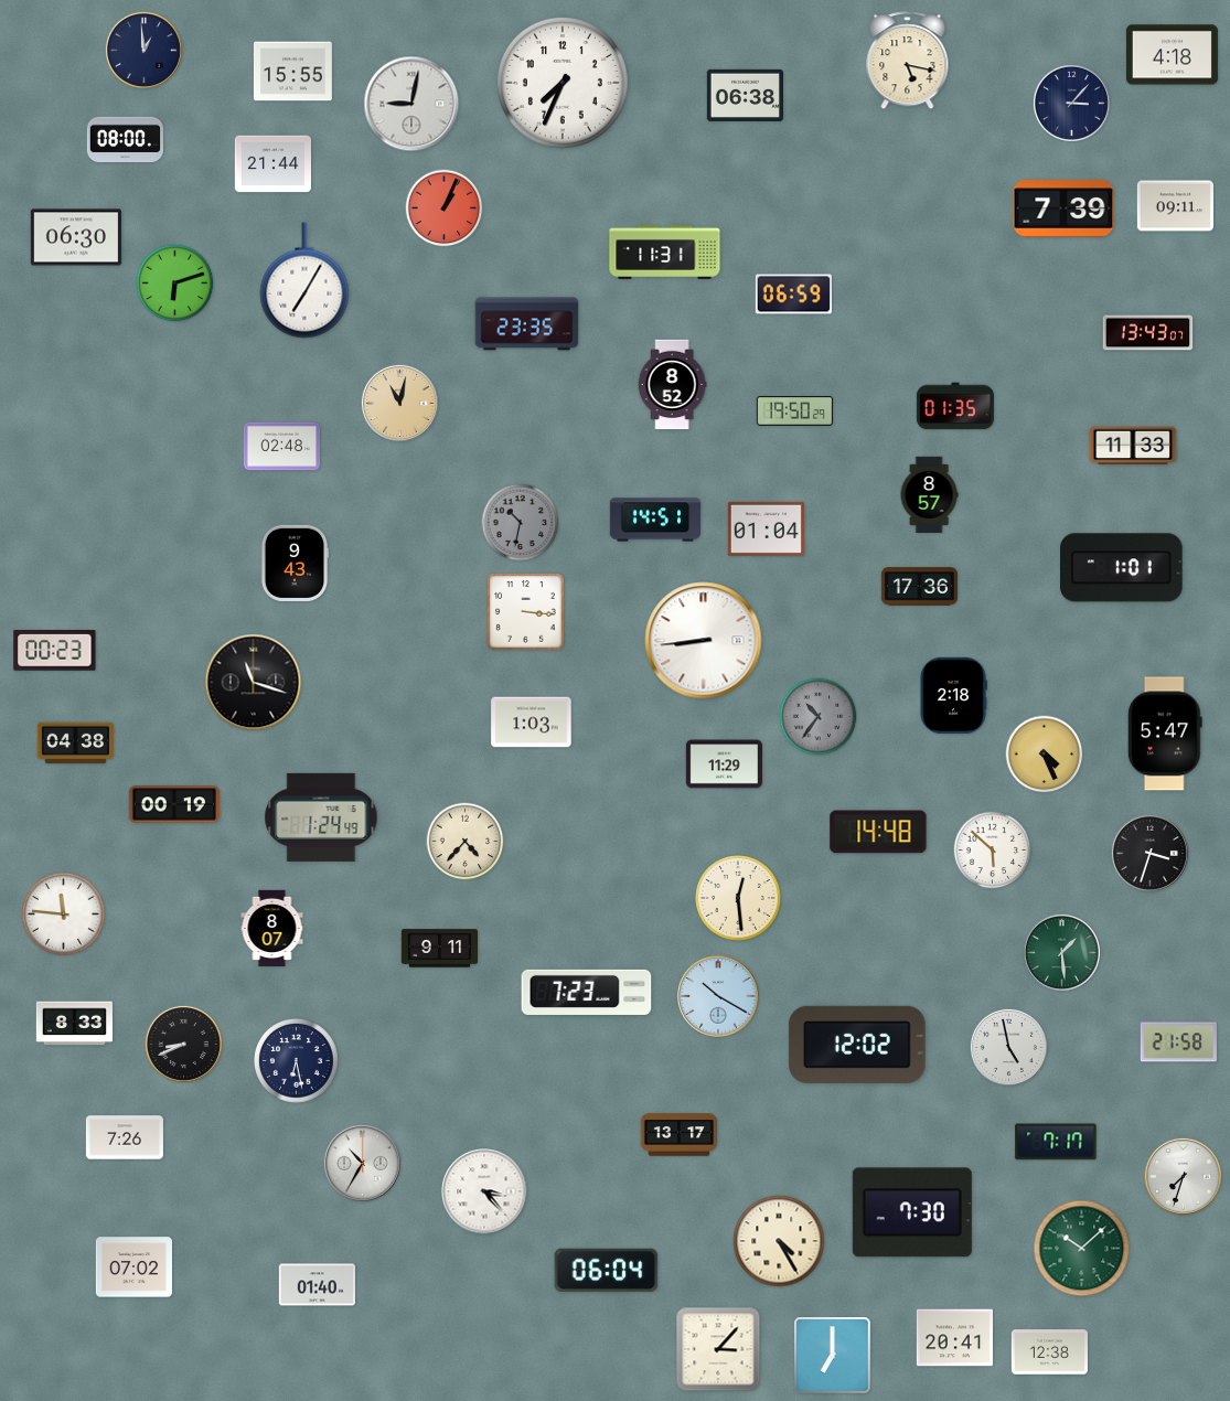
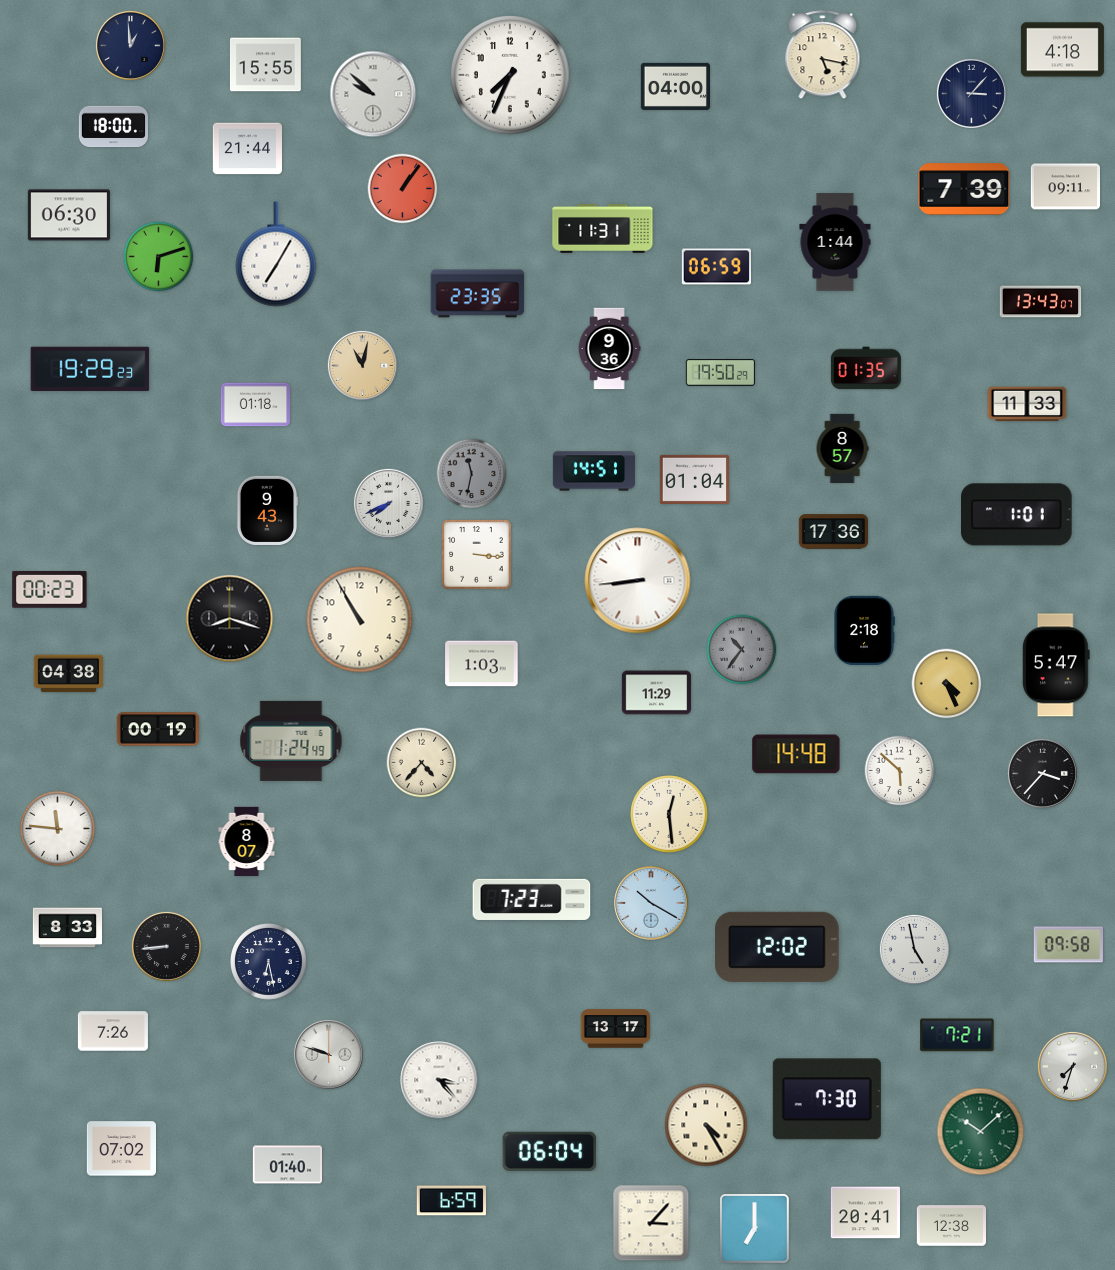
clock at (745, 95): 06:38 -> 04:00
clock at (411, 104): 9:02 -> 9:52
clock at (125, 140): 08:00 -> 18:00
clock at (445, 208): 1:04 -> 1:06
clock at (835, 242): none -> 1:44
clock at (793, 295) position: (793, 295) -> (716, 267)
clock at (672, 385): 8:52 -> 9:36
clock at (90, 369): none -> 19:29
clock at (281, 447): 02:48 -> 01:18
clock at (521, 523): 10:32 -> 11:32
clock at (388, 503): none -> 7:41
clock at (254, 683): 11:18 -> 8:18
clock at (360, 620): none -> 10:55
clock at (532, 723) position: (532, 723) -> (482, 664)
clock at (1149, 853): 3:33 -> 3:37
clock at (439, 949): 9:11 -> none
clock at (1061, 952): 1:29 -> none
clock at (1178, 1042): 21:58 -> 09:58
clock at (183, 1044): 8:41 -> 8:44
clock at (1056, 1142): 7:17 -> 7:21
clock at (362, 1163): 10:35 -> 9:48
clock at (451, 1201): none -> 6:59
